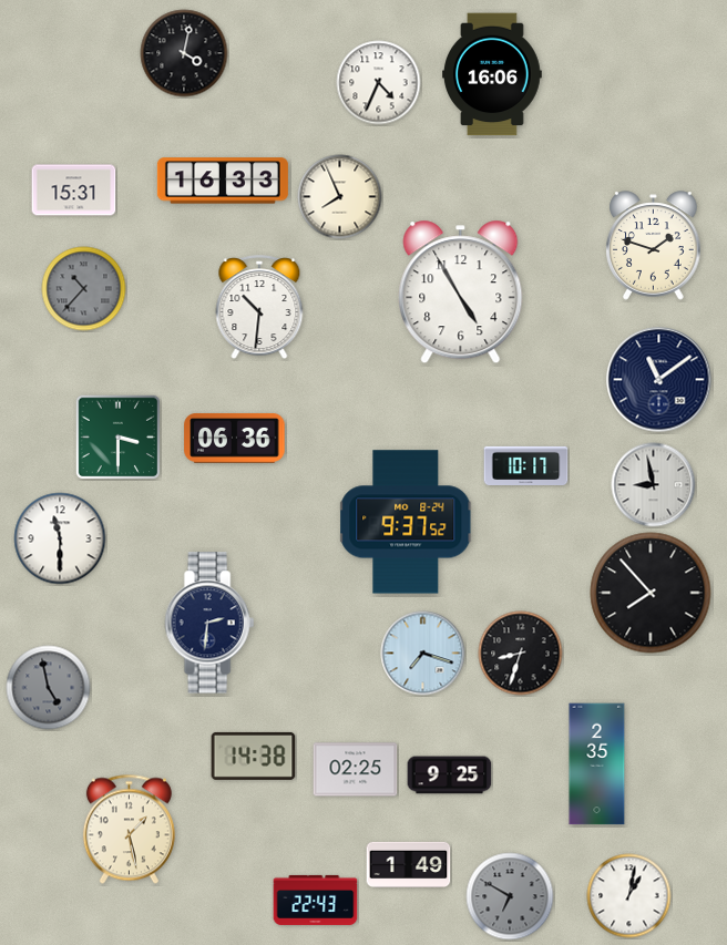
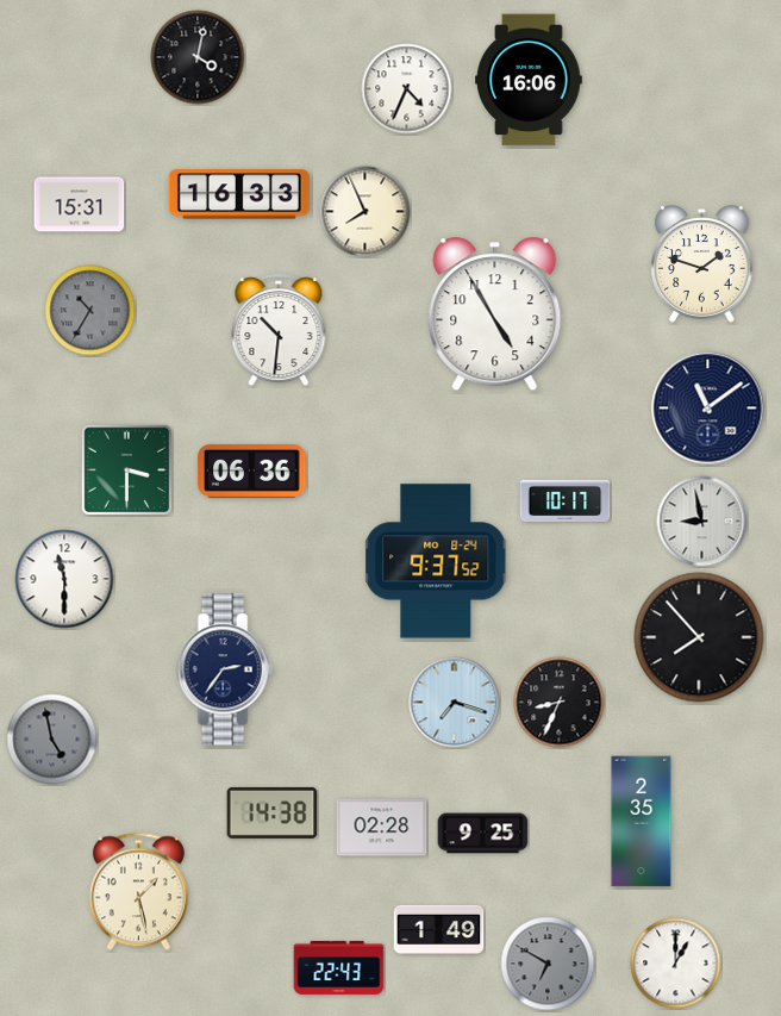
clock at (84, 289): 10:37 -> 10:35
clock at (209, 623): 2:31 -> 2:36
clock at (521, 654): 8:33 -> 8:34
clock at (356, 770): 02:25 -> 02:28
clock at (629, 896): 1:02 -> 1:00
